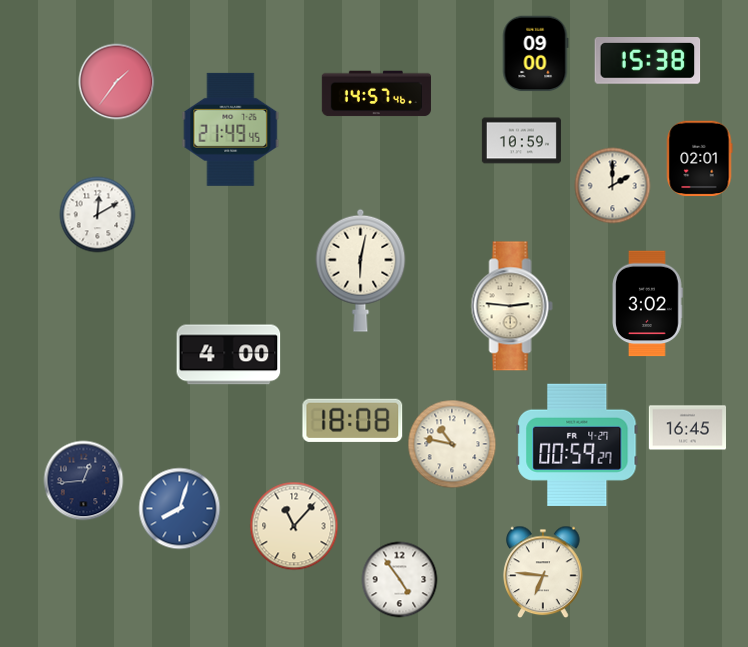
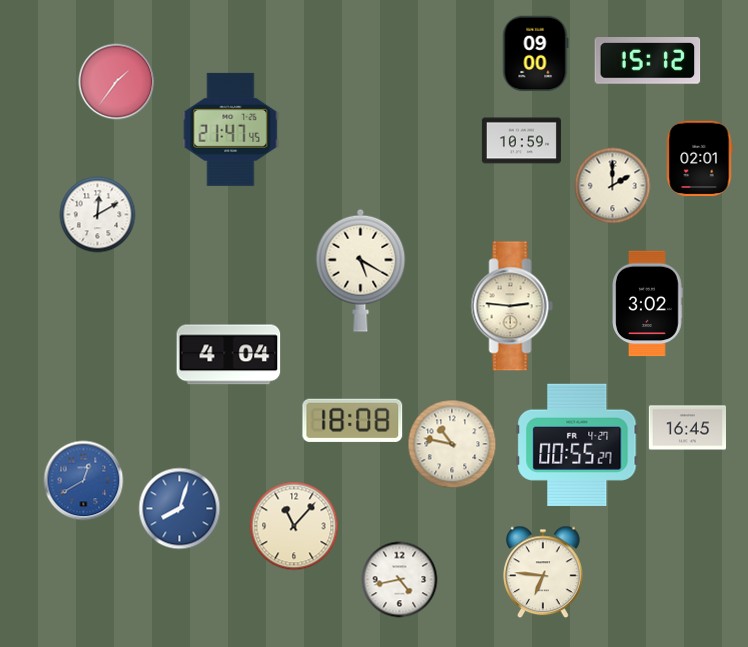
clock at (648, 61): 15:38 -> 15:12
clock at (376, 94): 14:57 -> none
clock at (231, 129): 21:49 -> 21:47
clock at (361, 270): 6:02 -> 5:20
clock at (229, 355): 4:00 -> 4:04
clock at (577, 445): 00:59 -> 00:55
clock at (84, 481): 12:44 -> 12:40
clock at (84, 481) dial: navy -> blue
clock at (400, 580): 4:54 -> 4:43
